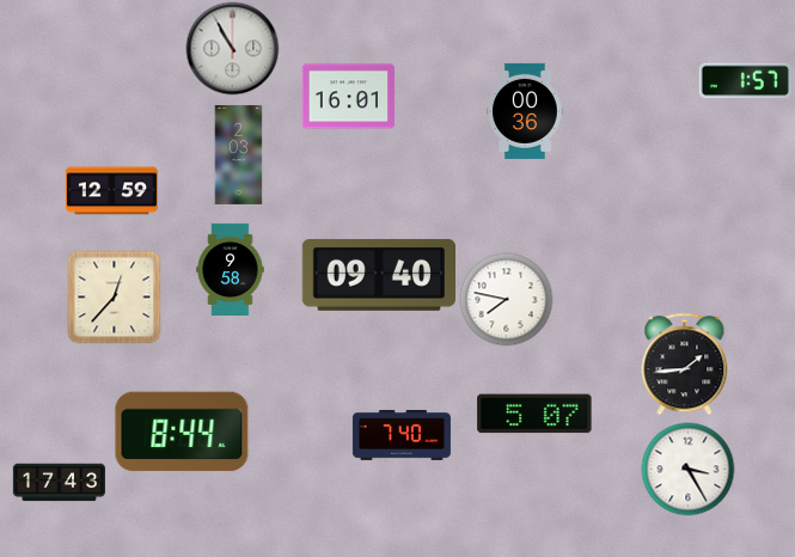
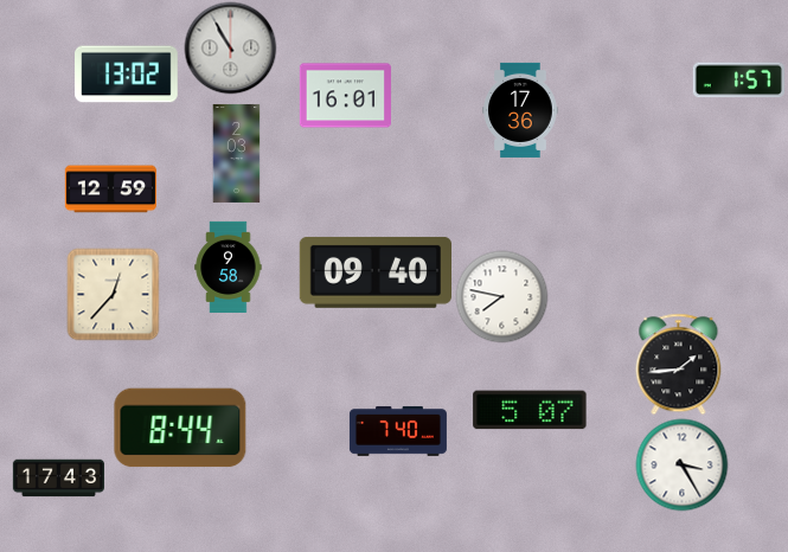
clock at (127, 75): none -> 13:02
clock at (525, 111): 00:36 -> 17:36
clock at (685, 363) position: (685, 363) -> (679, 364)
